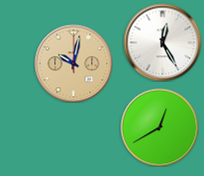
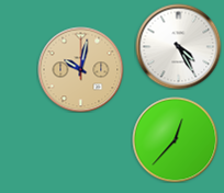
clock at (162, 42): 12:25 -> 4:25
clock at (159, 127): 12:40 -> 12:37
